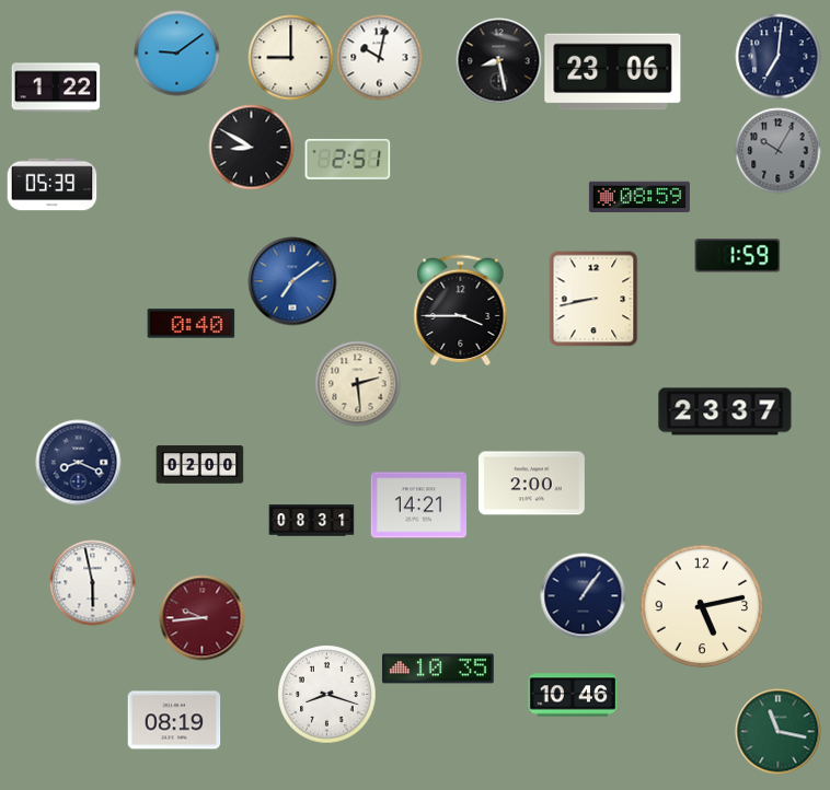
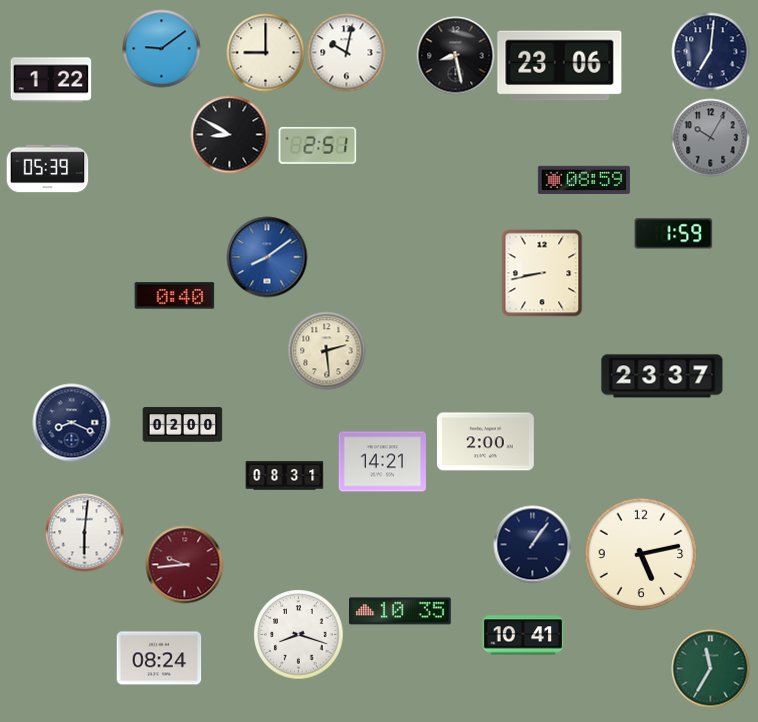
clock at (292, 281): 7:09 -> 8:09
clock at (461, 310): 3:45 -> none
clock at (92, 582): 5:58 -> 6:01
clock at (573, 695): 10:46 -> 10:41
clock at (174, 720): 08:19 -> 08:24
clock at (777, 731): 11:17 -> 11:35
